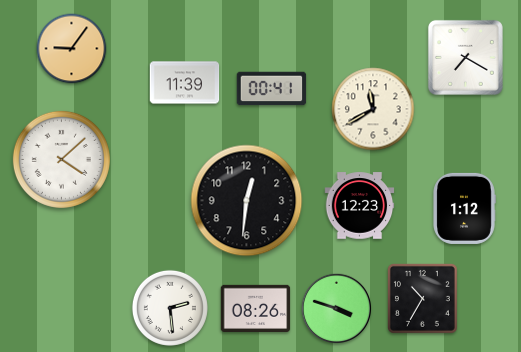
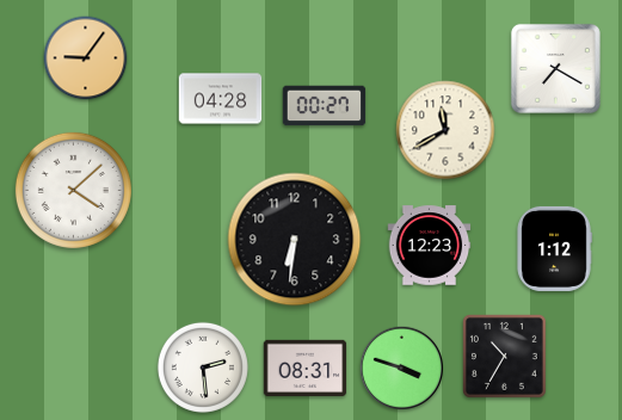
clock at (185, 83): 11:39 -> 04:28
clock at (272, 89): 00:41 -> 00:27
clock at (247, 201): 12:31 -> 6:31
clock at (256, 308): 08:26 -> 08:31
